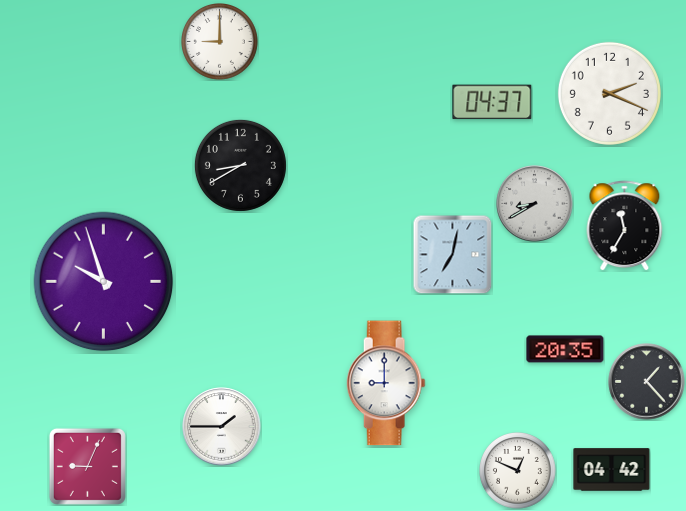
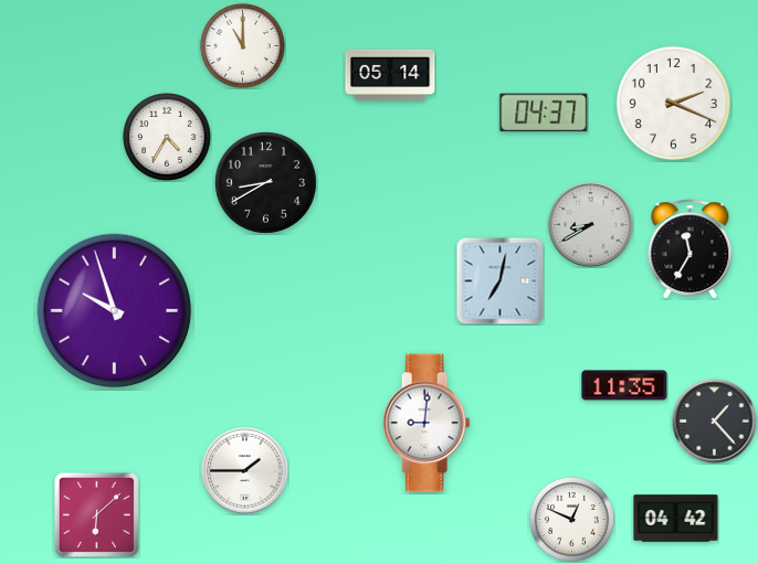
clock at (220, 42): 9:00 -> 11:00
clock at (390, 75): none -> 05:14
clock at (168, 138): none -> 4:35
clock at (565, 349): 20:35 -> 11:35
clock at (386, 383): 9:00 -> 9:01
clock at (87, 466): 9:04 -> 6:08
